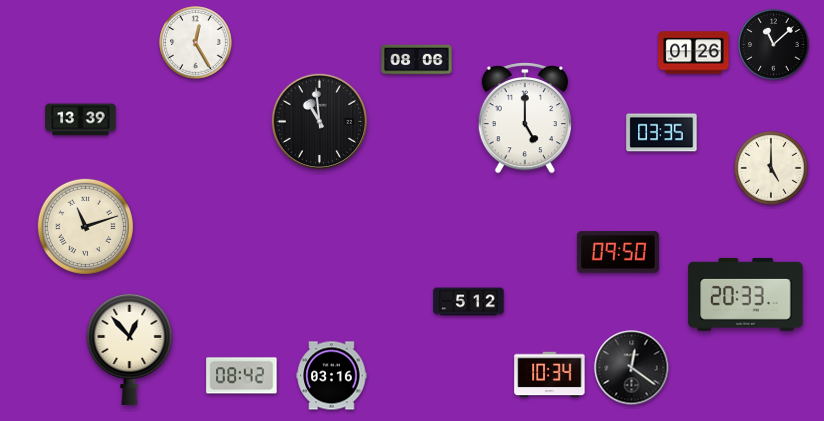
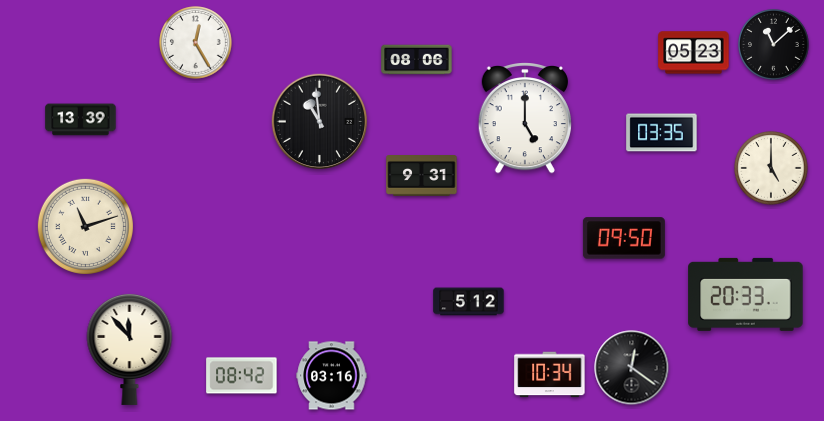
clock at (694, 53): 01:26 -> 05:23
clock at (422, 176): none -> 9:31
clock at (618, 252) position: (618, 252) -> (624, 238)
clock at (130, 349): 12:53 -> 11:53
